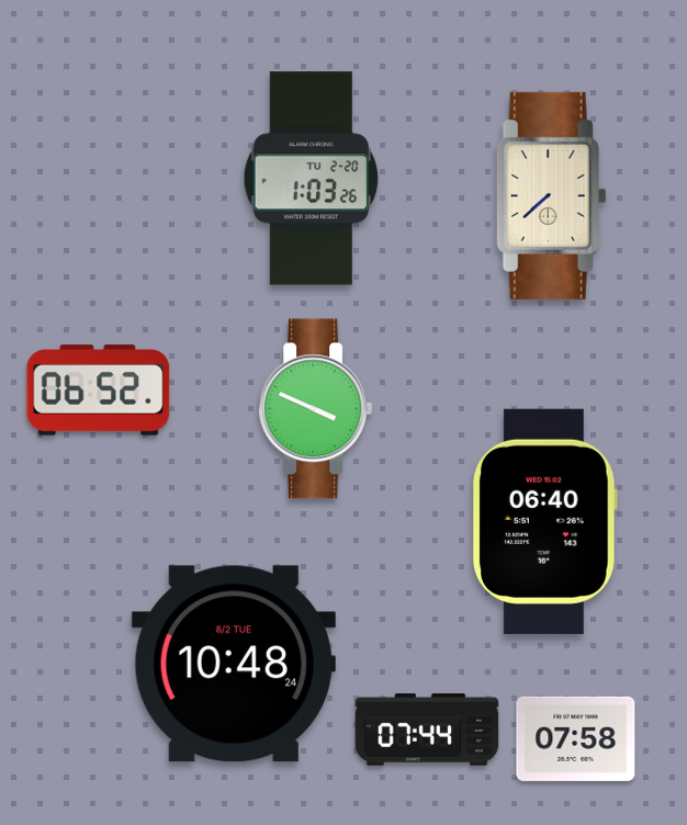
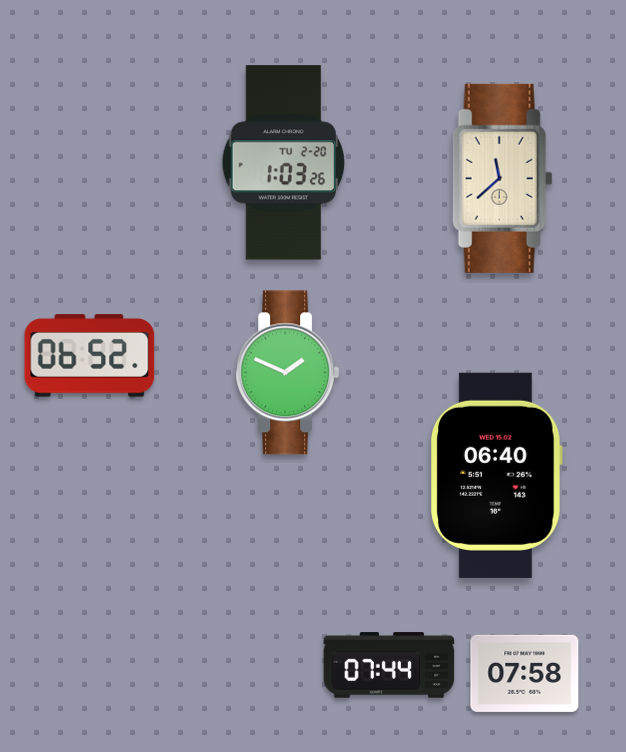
clock at (551, 195): 7:38 -> 11:38
clock at (316, 409): 3:49 -> 1:49
clock at (234, 664): 10:48 -> none
